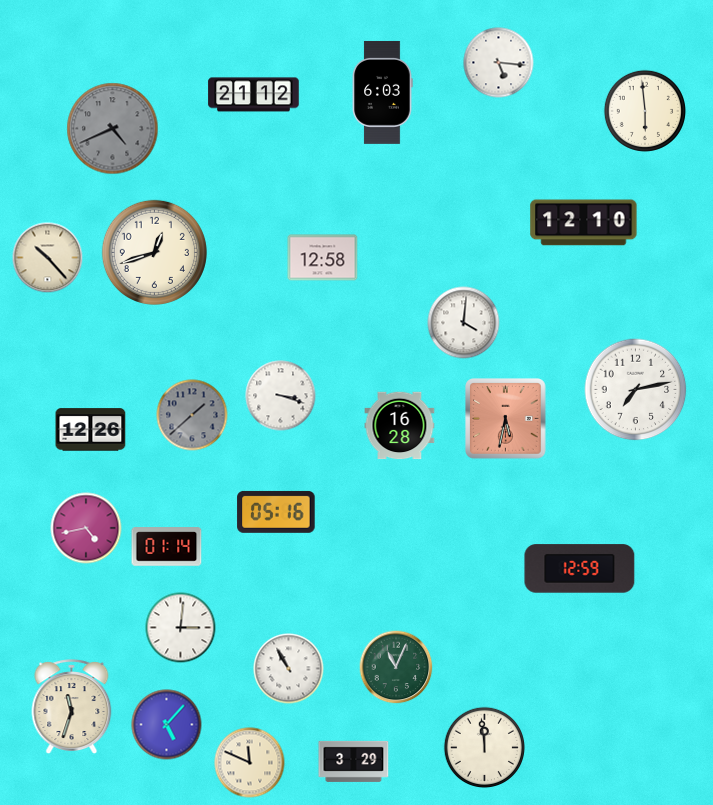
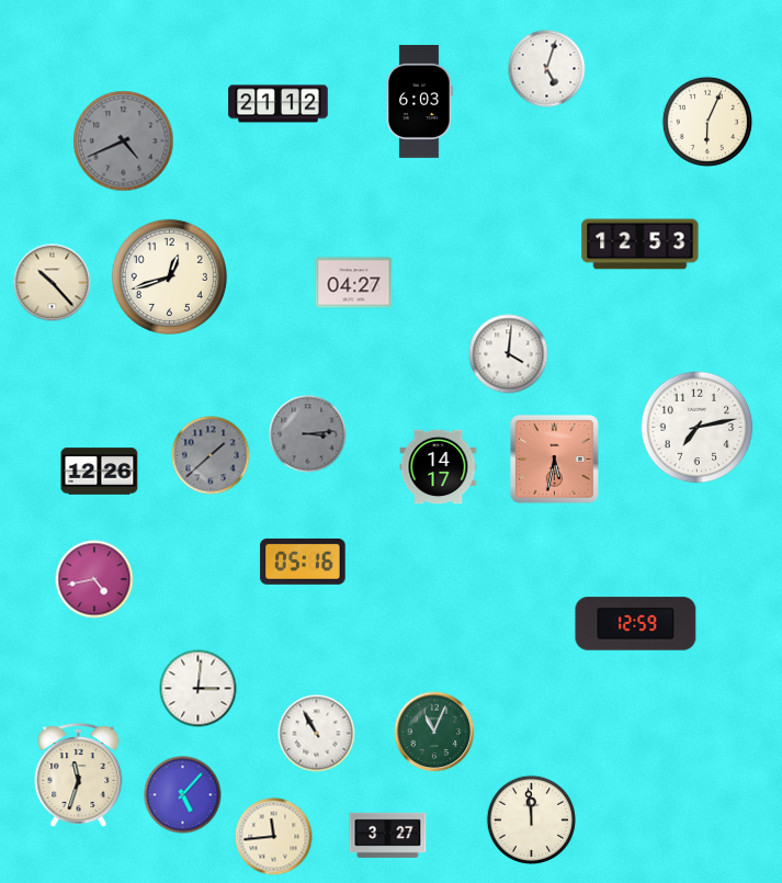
clock at (499, 63): 5:16 -> 5:03
clock at (645, 111): 5:59 -> 6:04
clock at (584, 223): 12:10 -> 12:53
clock at (323, 258): 12:58 -> 04:27
clock at (281, 396): 3:18 -> 3:14
clock at (281, 396) dial: white -> grey
clock at (400, 426): 16:28 -> 14:17
clock at (167, 547): 01:14 -> none
clock at (354, 761): 3:29 -> 3:27
clock at (250, 763): 11:49 -> 11:44
